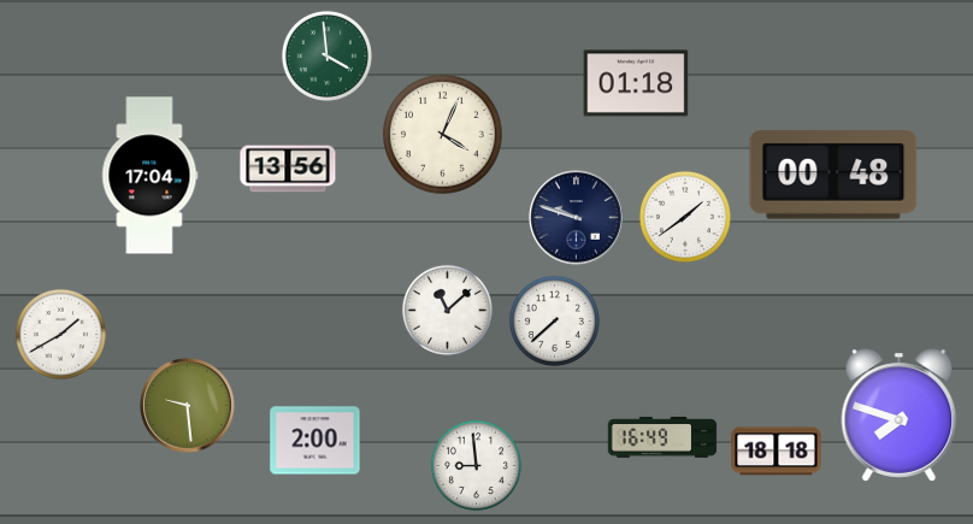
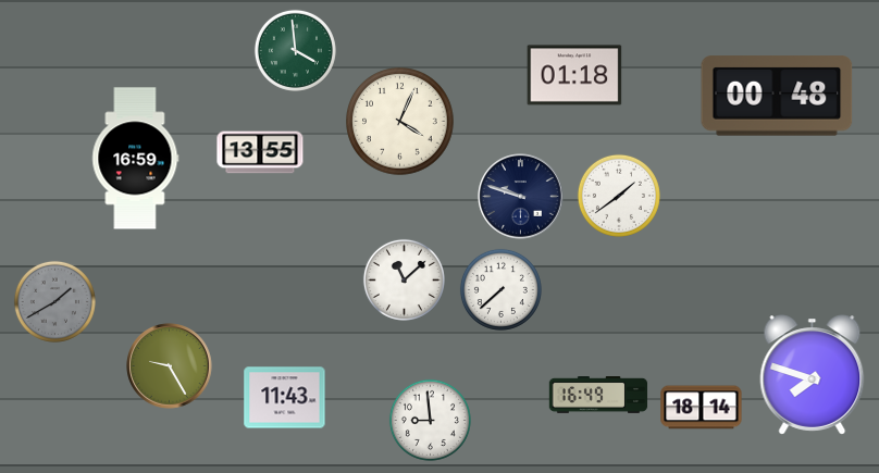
clock at (288, 169): 13:56 -> 13:55
clock at (833, 175) position: (833, 175) -> (777, 96)
clock at (151, 176): 17:04 -> 16:59
clock at (60, 334) dial: white -> grey
clock at (188, 406): 9:29 -> 9:25
clock at (316, 441): 2:00 -> 11:43
clock at (777, 452): 18:18 -> 18:14
